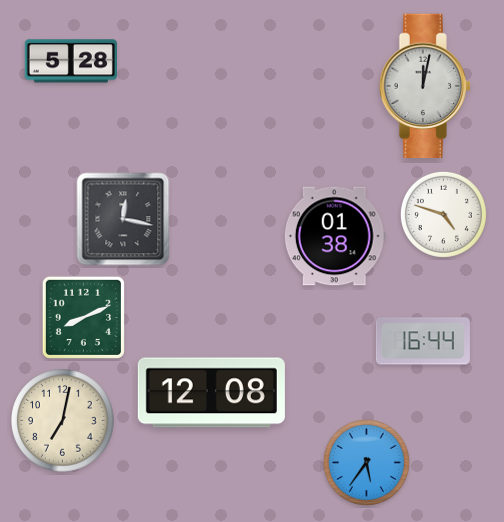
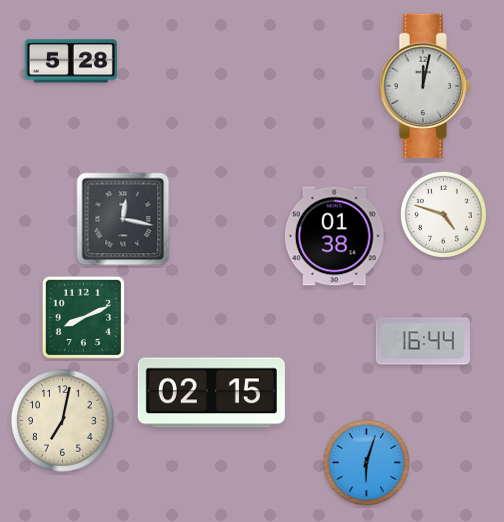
clock at (211, 393): 12:08 -> 02:15
clock at (366, 462): 5:36 -> 6:03
